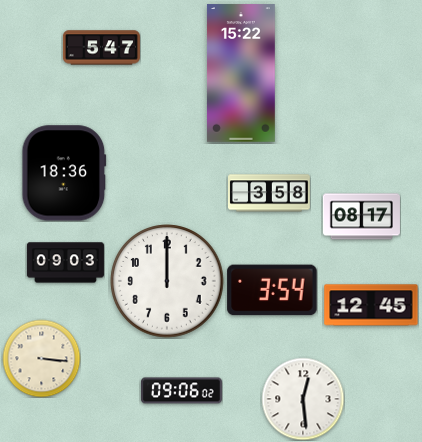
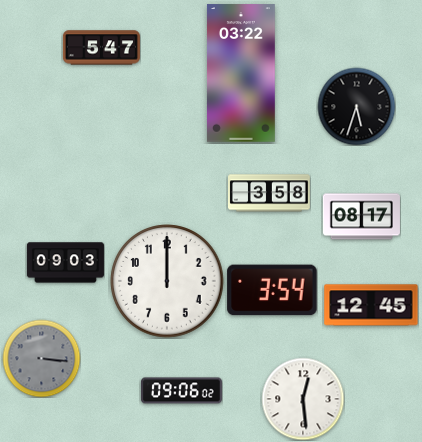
clock at (241, 73): 15:22 -> 03:22
clock at (356, 106): none -> 5:33
clock at (64, 173): 18:36 -> none
clock at (41, 358) dial: cream -> grey
